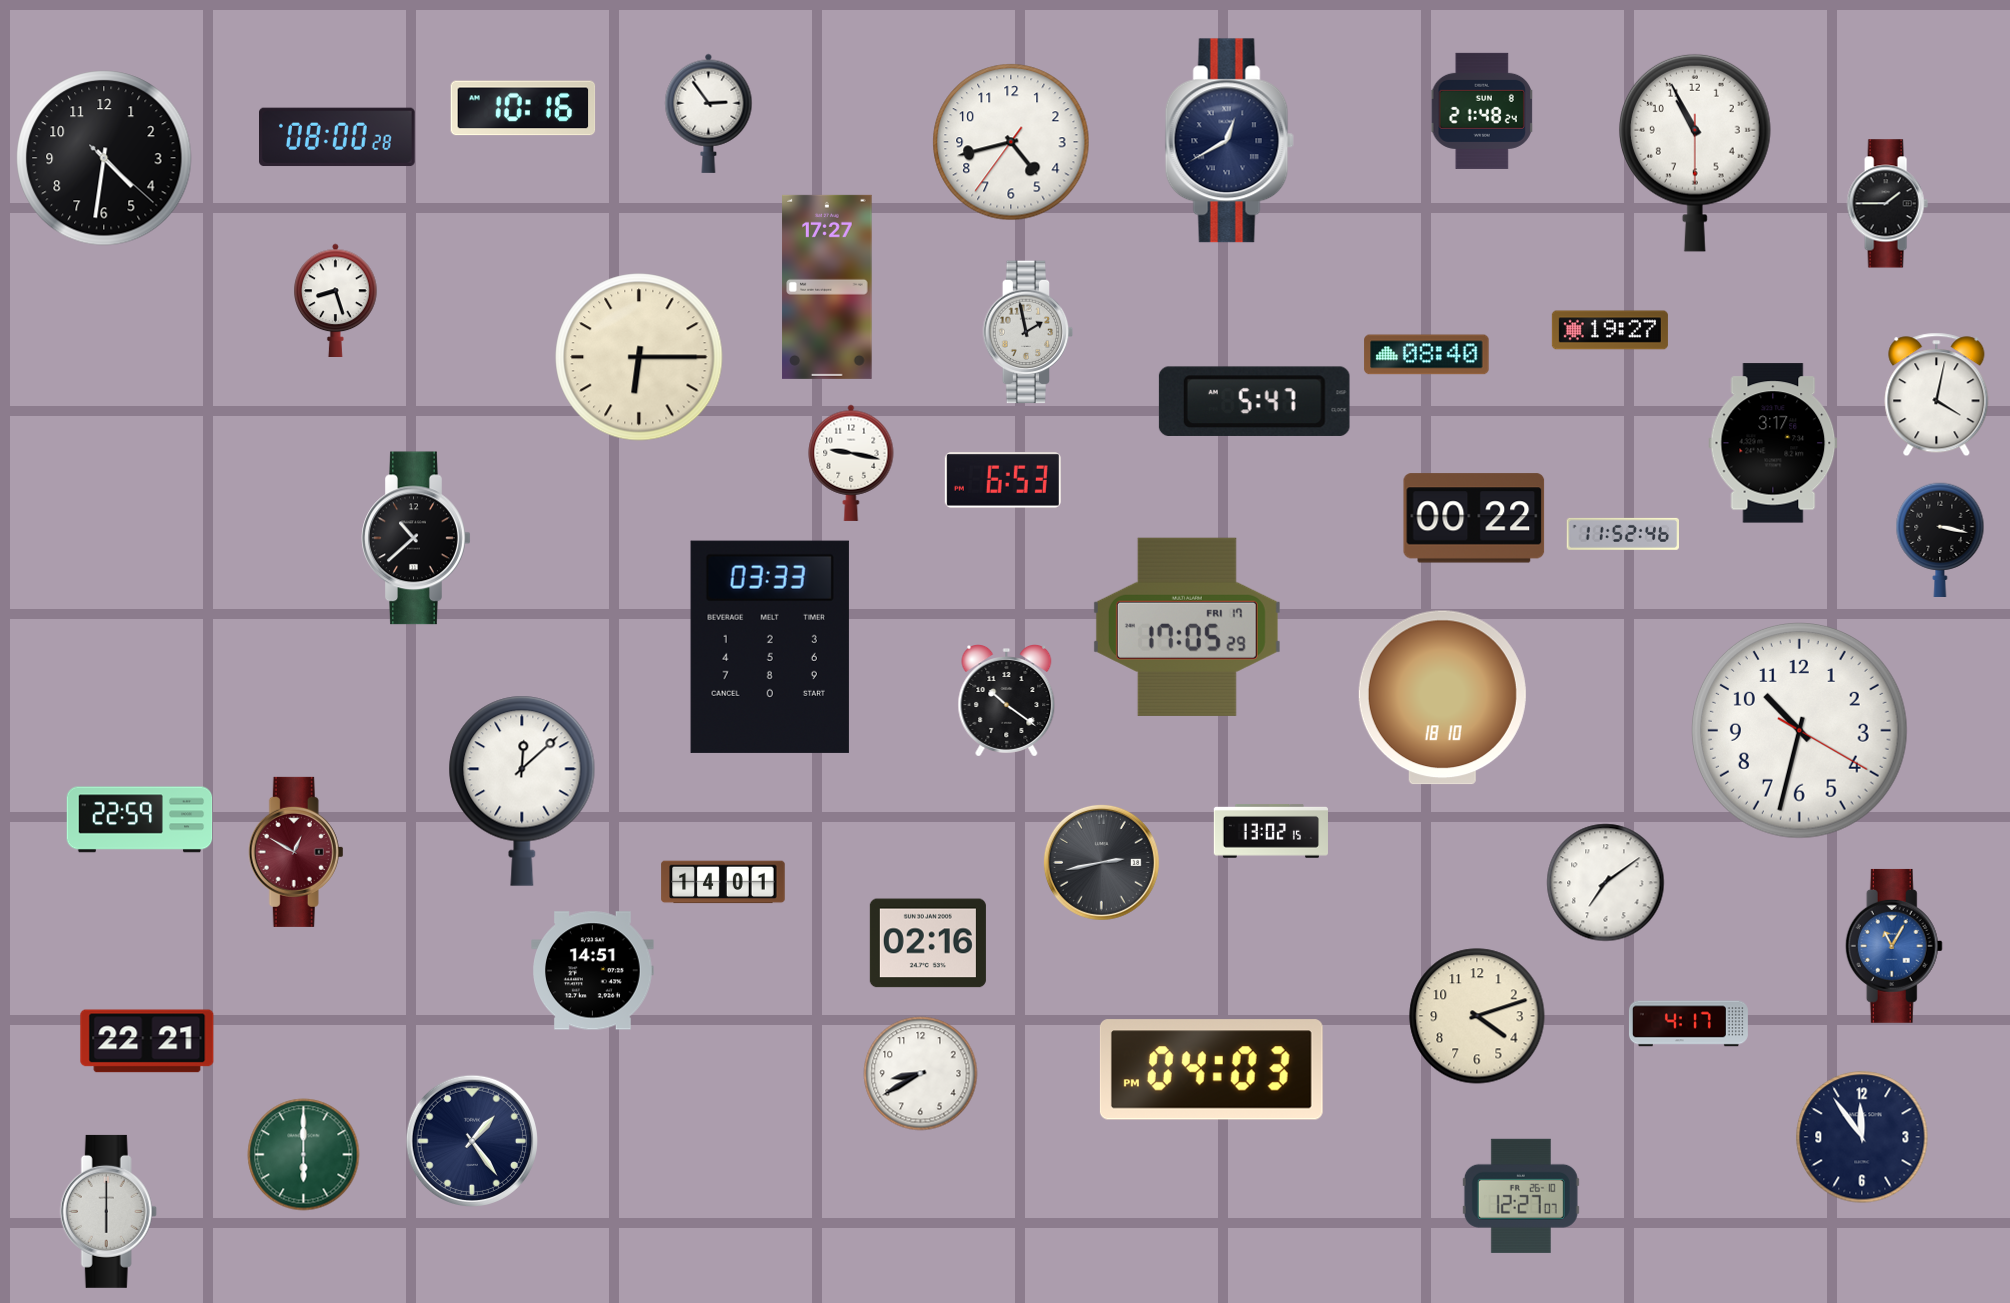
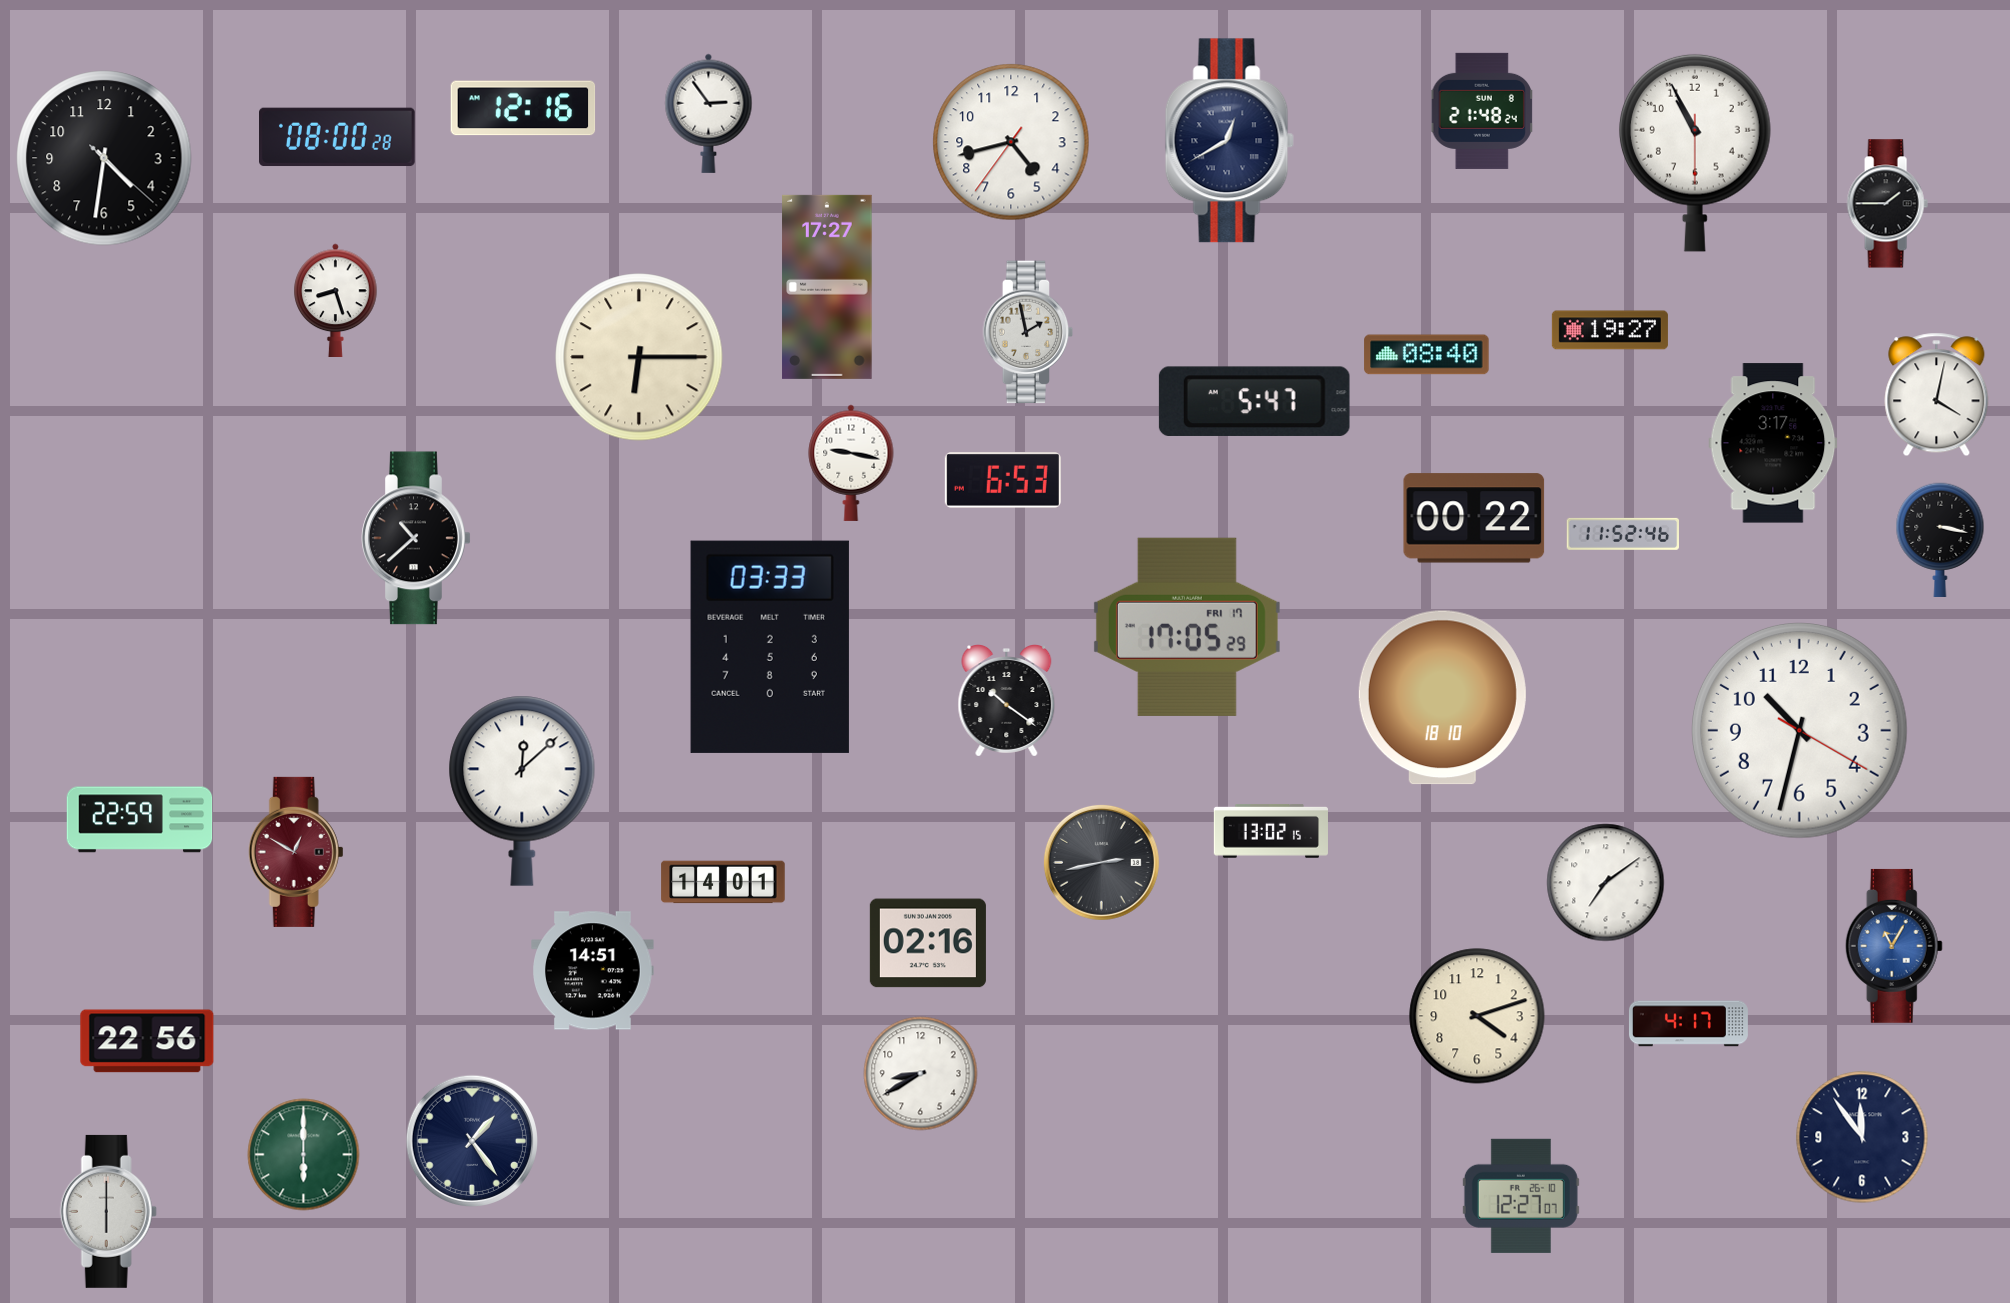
clock at (523, 108): 10:16 -> 12:16
clock at (147, 1041): 22:21 -> 22:56
clock at (1211, 1070): 04:03 -> none
